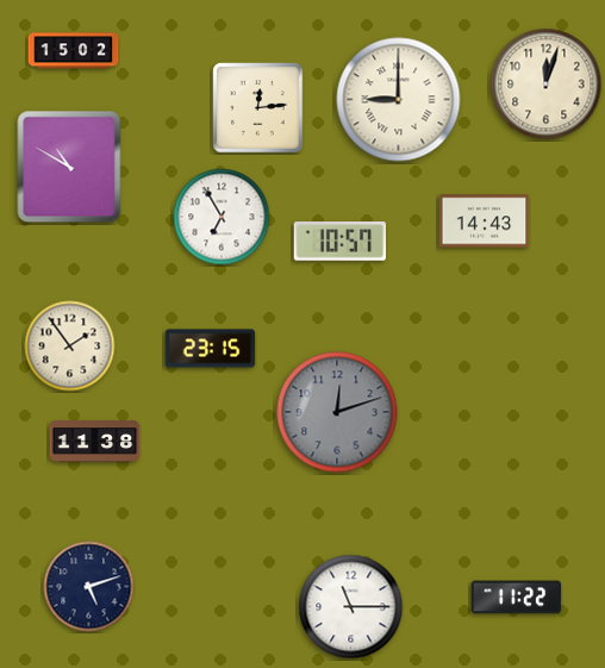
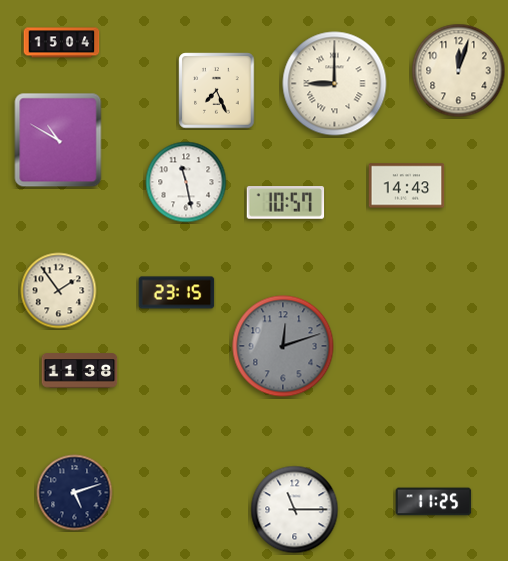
clock at (74, 51): 15:02 -> 15:04
clock at (258, 108): 12:14 -> 7:26
clock at (222, 217): 6:55 -> 11:28
clock at (517, 598): 11:22 -> 11:25
